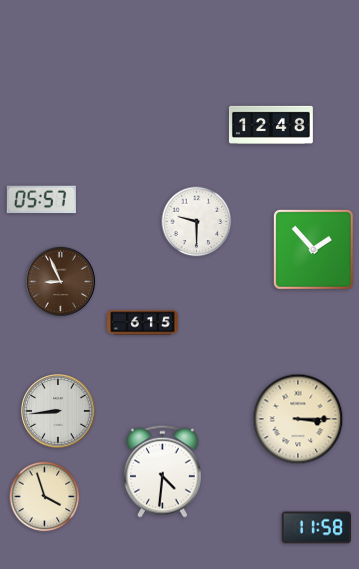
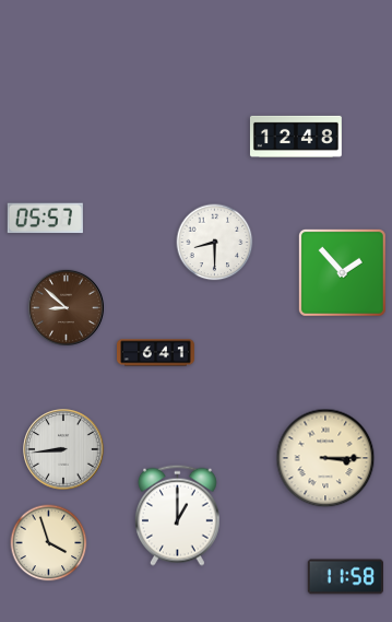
clock at (197, 222): 9:30 -> 8:30
clock at (60, 281): 8:56 -> 8:52
clock at (143, 323): 6:15 -> 6:41
clock at (162, 471): 4:31 -> 1:00
